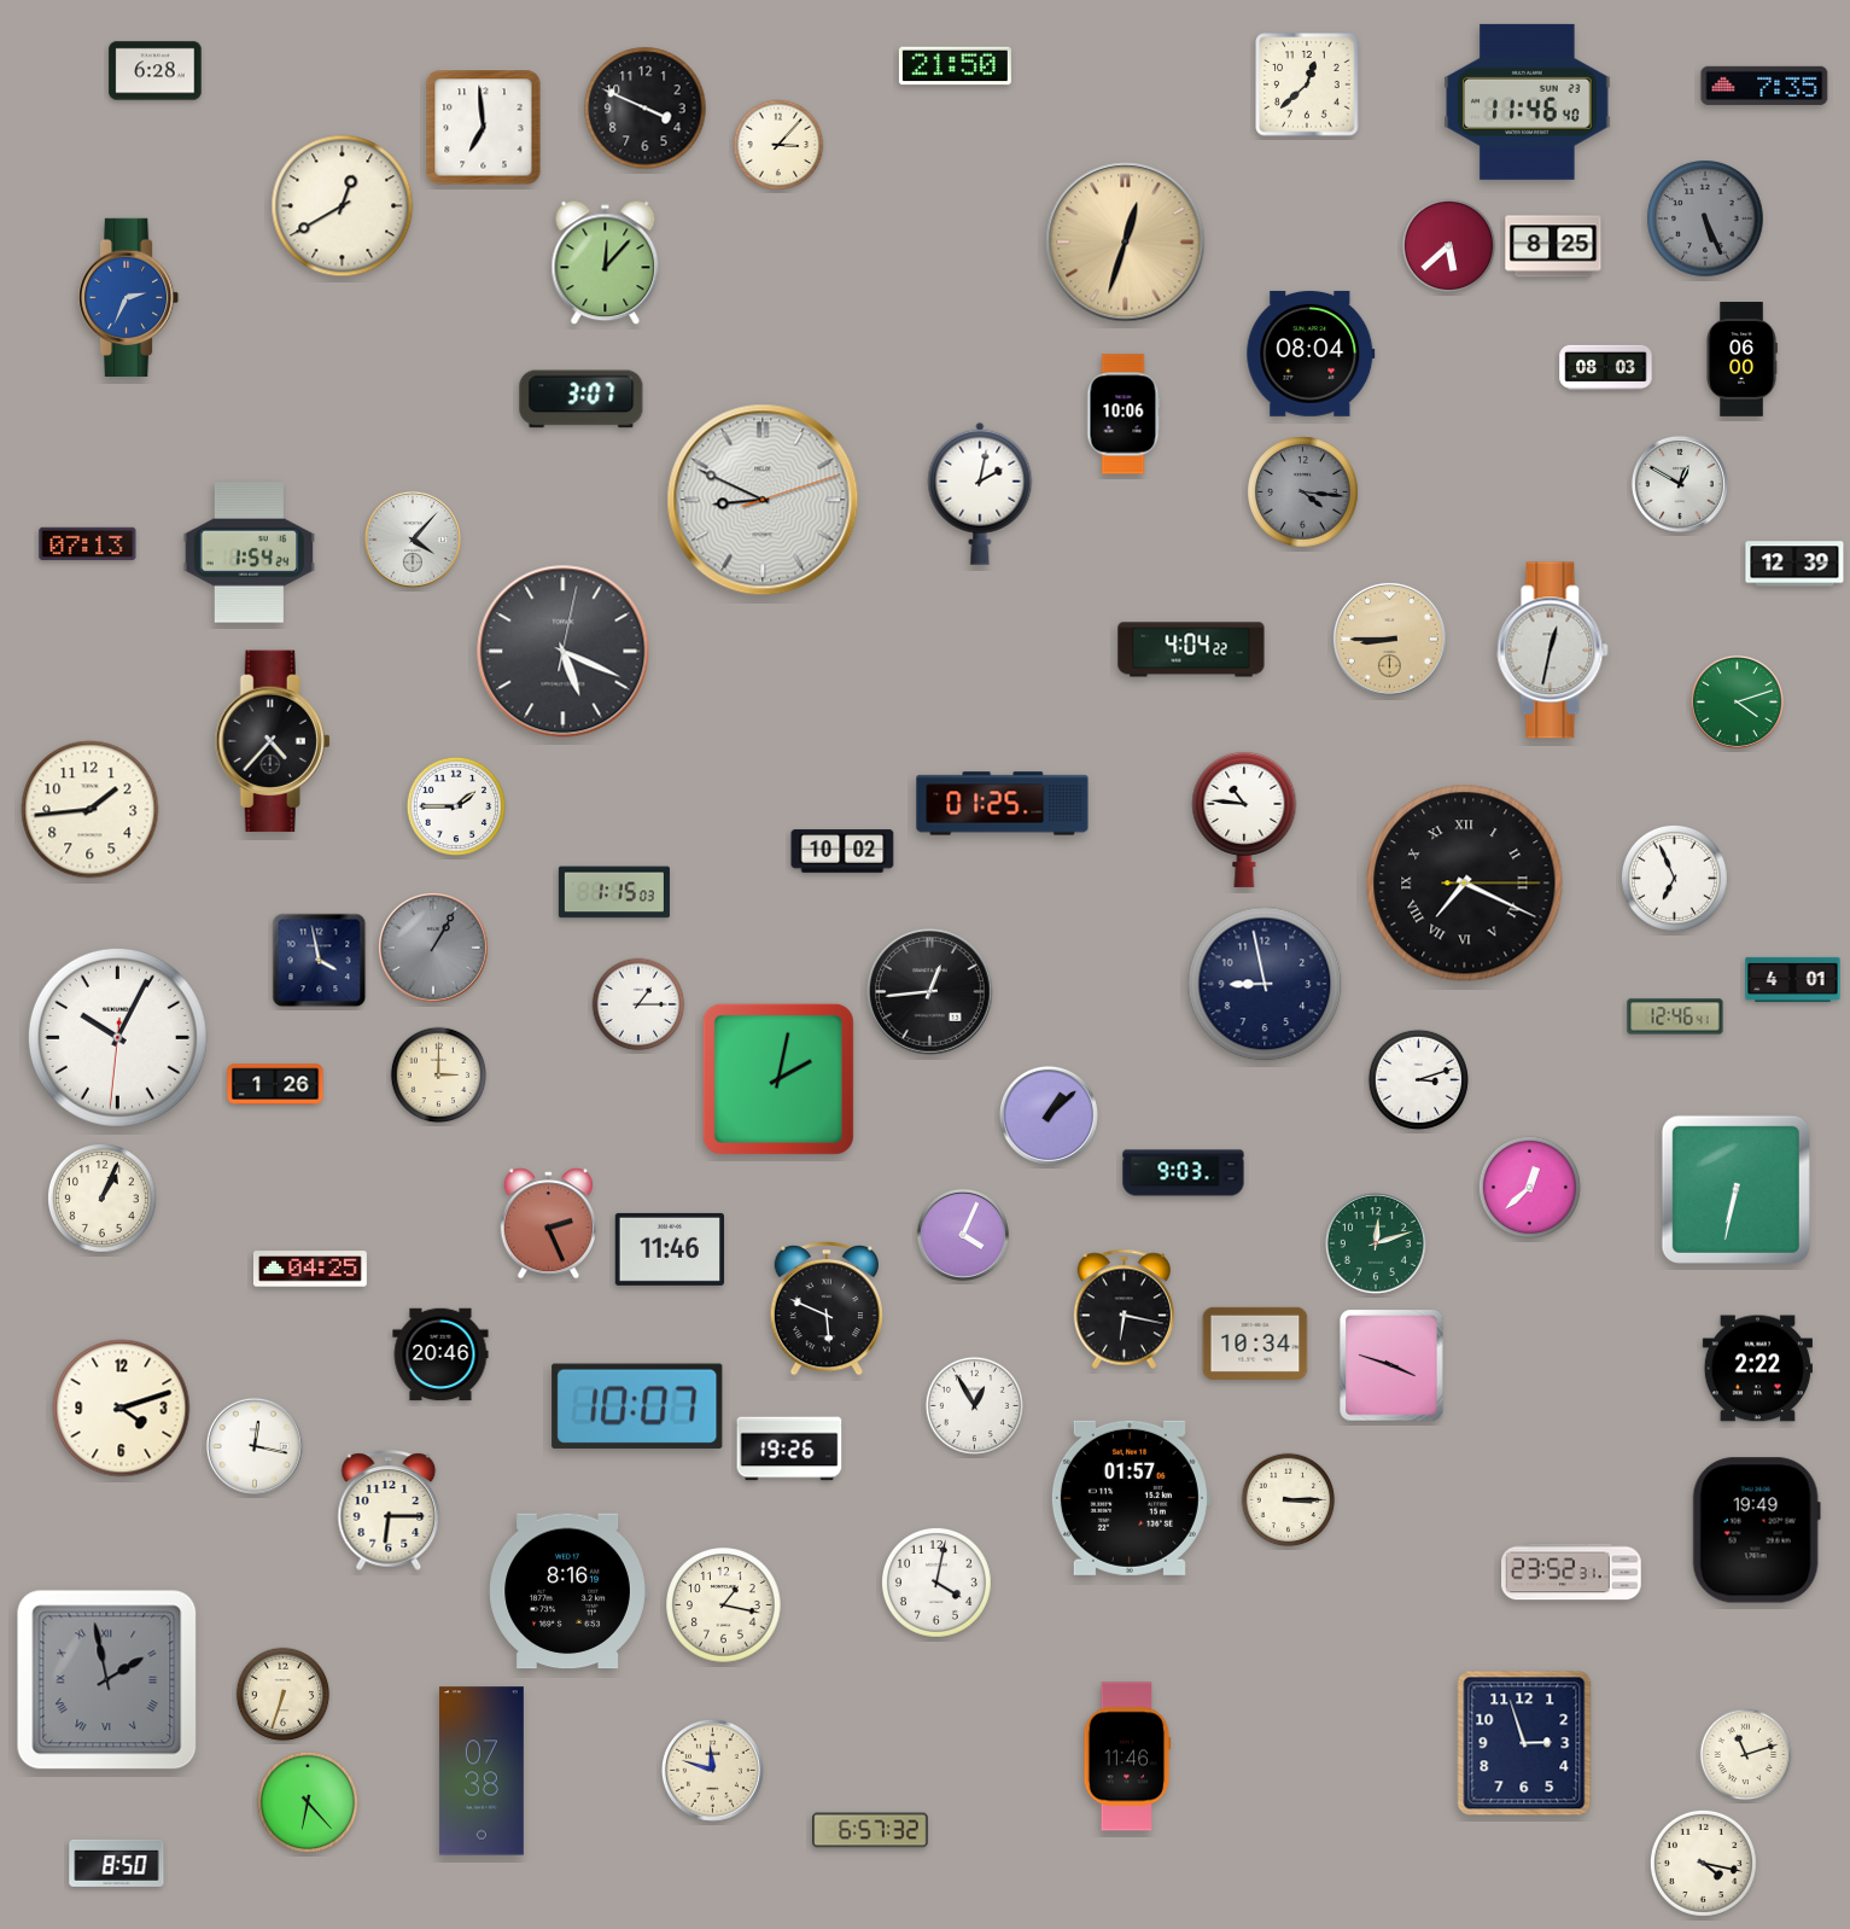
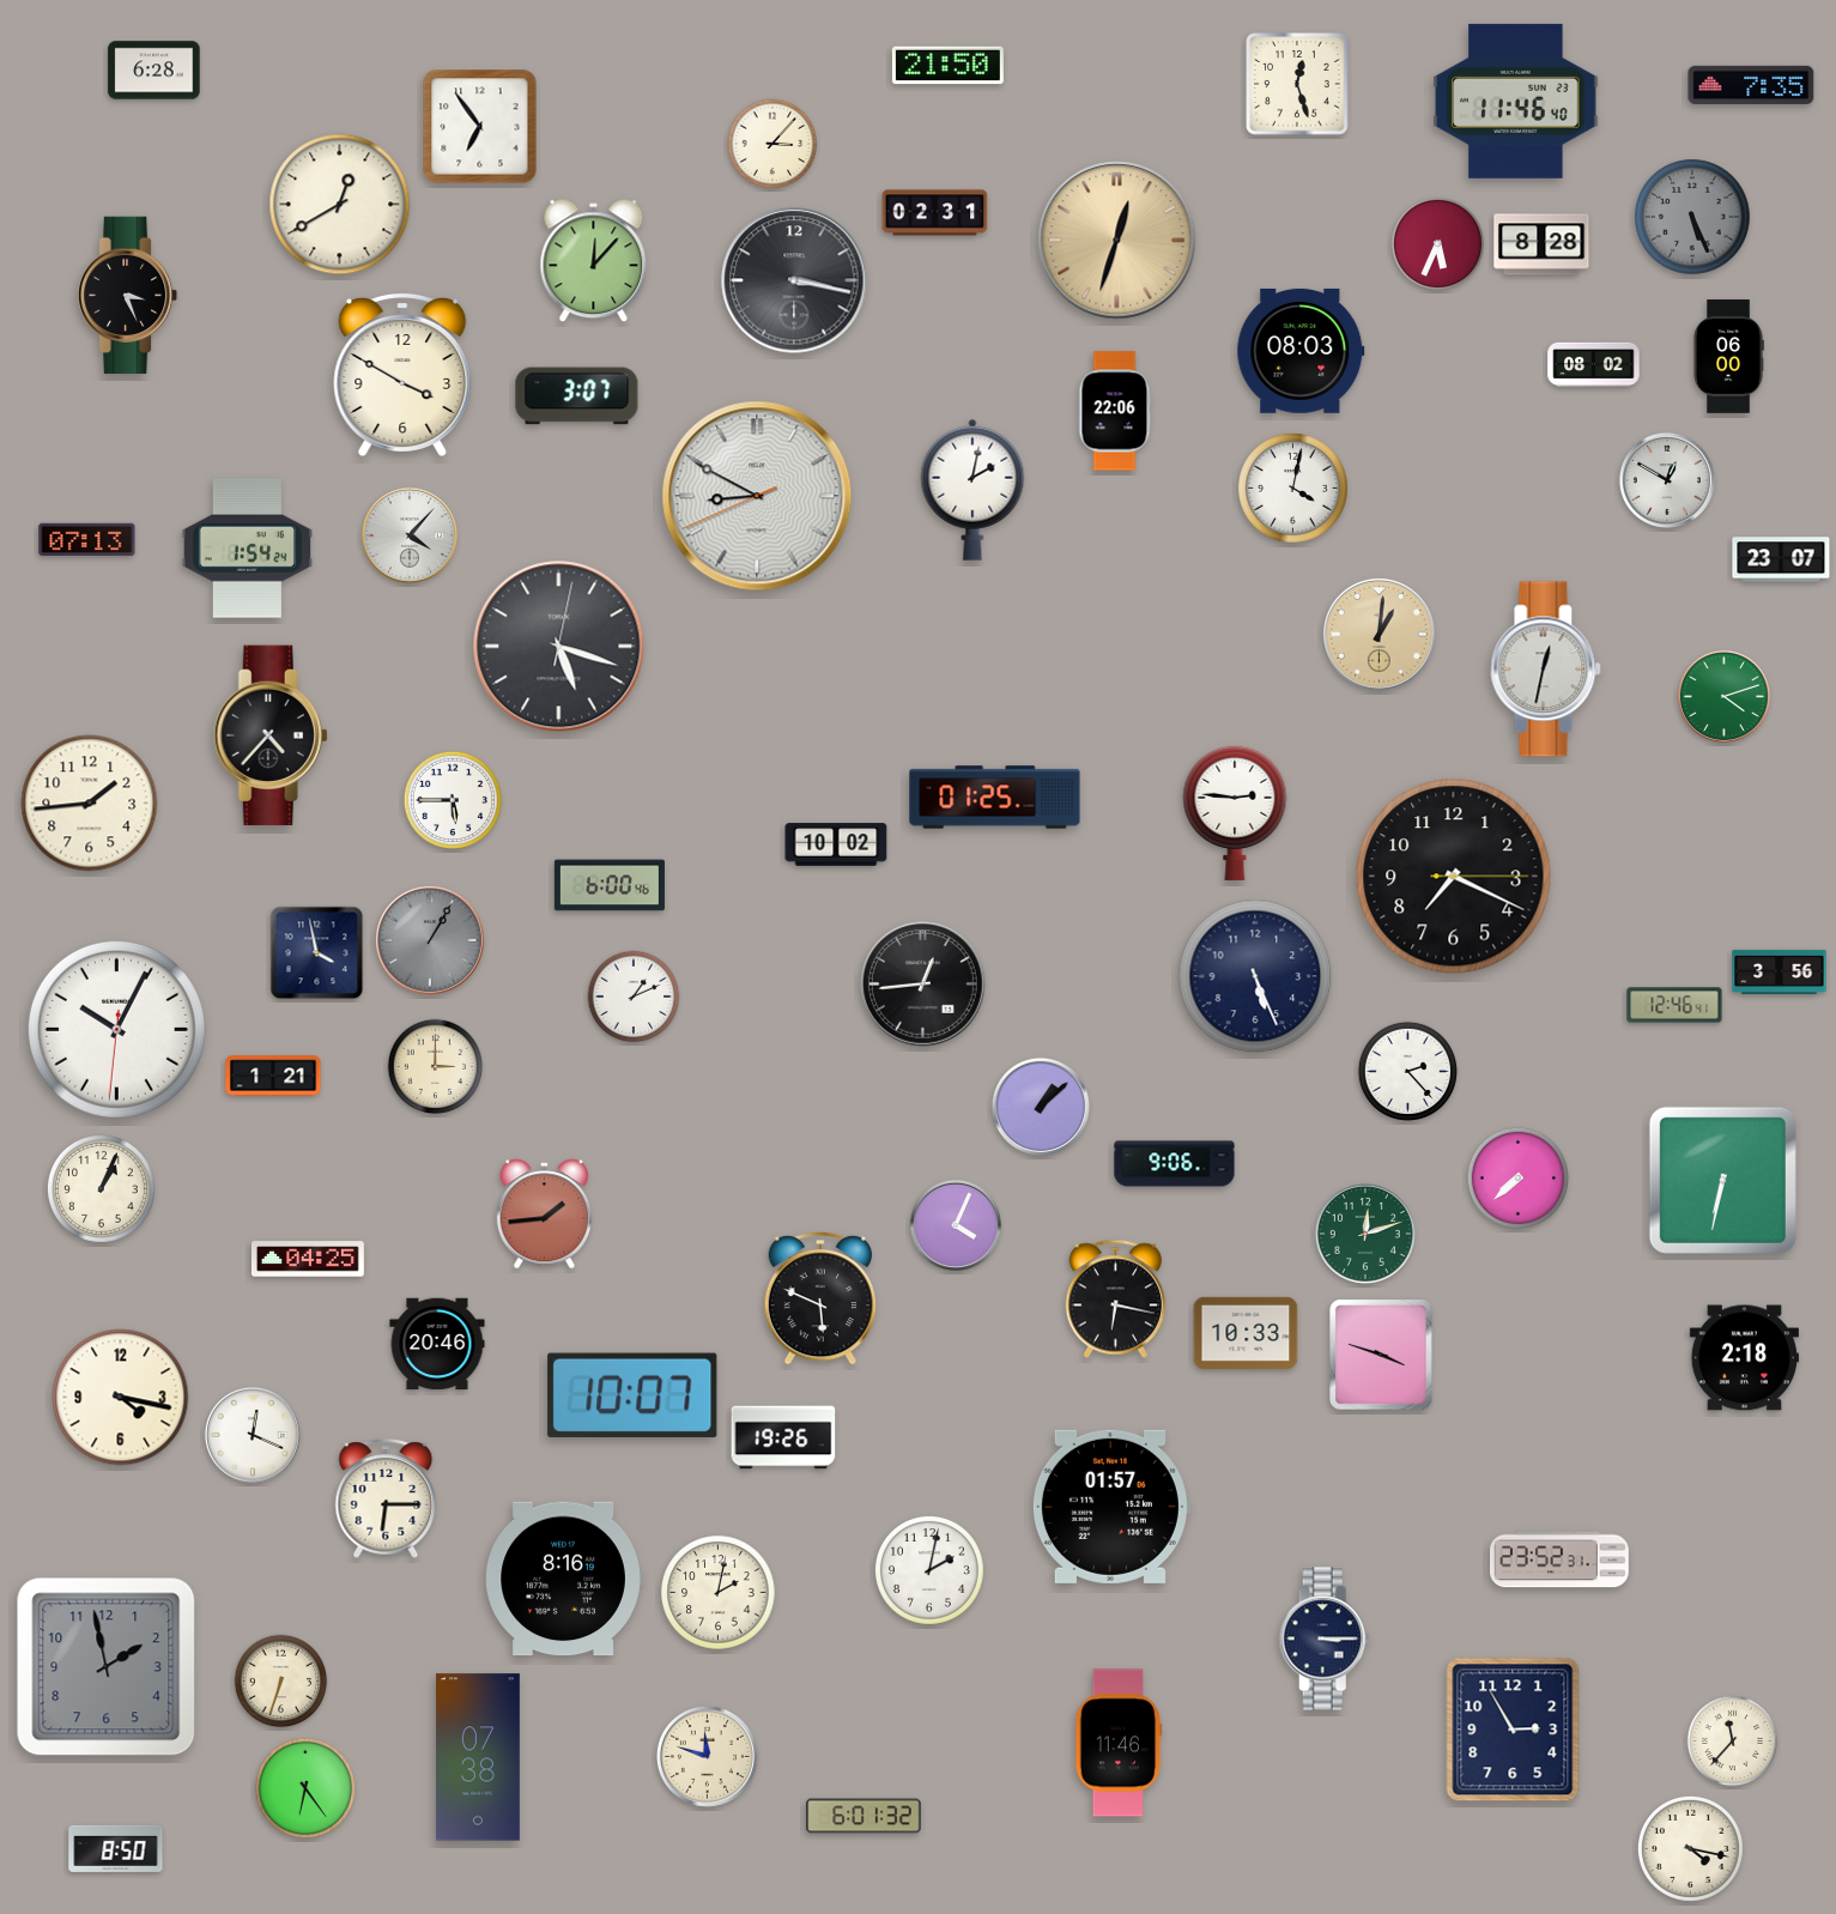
clock at (1307, 84): 12:38 -> 12:27
clock at (646, 109): 3:49 -> none
clock at (484, 128): 6:59 -> 6:54
clock at (935, 213): none -> 02:31
clock at (1449, 246): 5:38 -> 5:34
clock at (1553, 246): 8:25 -> 8:28
clock at (606, 263) position: (606, 263) -> (594, 261)
clock at (794, 280): none -> 3:17
clock at (130, 297): 2:34 -> 3:26
clock at (130, 297) dial: blue -> black
clock at (1311, 354): 08:04 -> 08:03
clock at (1606, 368): 08:03 -> 08:02
clock at (402, 374): none -> 3:50
clock at (1124, 414): 10:06 -> 22:06
clock at (1303, 493): 4:16 -> 4:02
clock at (1303, 493) dial: grey -> white
clock at (763, 500): 8:49:12 -> 8:49:41
clock at (1794, 564): 12:39 -> 23:07
clock at (1389, 639): 8:45 -> 1:01
clock at (1191, 649): 4:04 -> none
clock at (1553, 651) position: (1553, 651) -> (1546, 670)
clock at (564, 652): 5:19 -> 5:18
clock at (455, 805): 1:45 -> 5:45
clock at (1244, 818): 10:46 -> 2:46
clock at (1674, 878): 6:56 -> none
clock at (1465, 884) numerals: Roman -> Arabic
clock at (614, 892): 1:15 -> 6:00
clock at (1793, 979): 4:01 -> 3:56
clock at (1265, 984): 8:58 -> 5:26
clock at (638, 1004): 1:15 -> 1:11
clock at (1675, 1016) position: (1675, 1016) -> (1674, 1005)
clock at (778, 1079): 2:02 -> none
clock at (1418, 1079): 3:12 -> 2:23
clock at (275, 1084): 1:26 -> 1:21
clock at (1184, 1173): 9:03 -> 9:06
clock at (1529, 1187): 12:38 -> 7:38
clock at (548, 1224): 2:26 -> 1:44
clock at (669, 1249): 11:46 -> none
clock at (1255, 1344): 10:34 -> 10:33
clock at (1757, 1369): 2:22 -> 2:18
clock at (974, 1405): 12:55 -> none
clock at (122, 1409): 4:12 -> 4:17
clock at (255, 1446): 12:17 -> 12:19
clock at (1130, 1498) position: (1130, 1498) -> (1110, 1507)
clock at (1289, 1500): 3:15 -> none
clock at (1756, 1531): 19:49 -> none
clock at (936, 1583): 4:02 -> 2:02
clock at (724, 1605): 1:17 -> 2:02
clock at (1325, 1639): none -> 3:15
clock at (107, 1680) numerals: Roman -> Arabic
clock at (1524, 1743): 2:57 -> 2:55
clock at (1746, 1755): 11:12 -> 11:37
clock at (308, 1802): 6:23 -> 6:24
clock at (870, 1830): 6:57 -> 6:01
